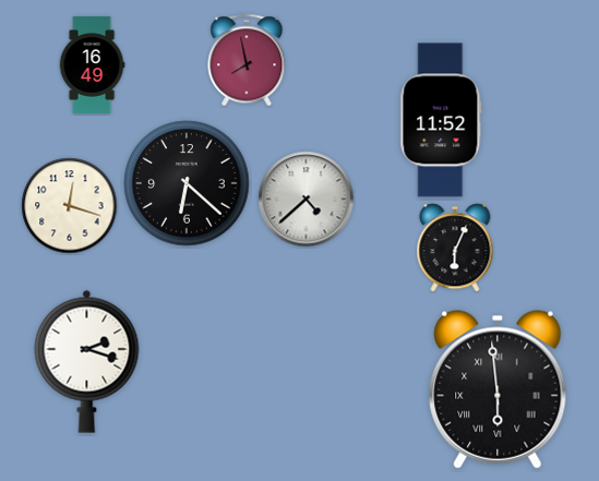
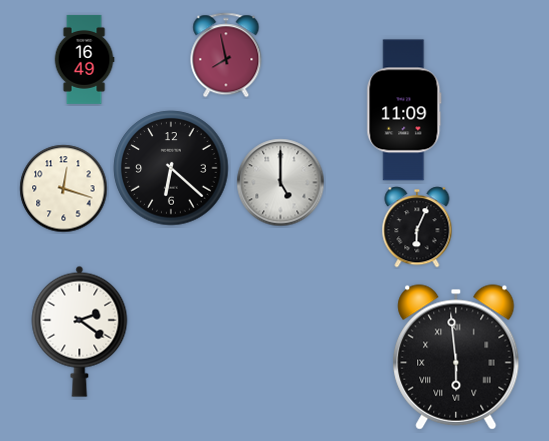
clock at (441, 120): 11:52 -> 11:09
clock at (307, 200): 4:38 -> 5:00
clock at (87, 361): 2:18 -> 2:21
